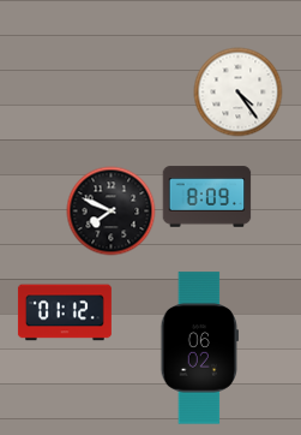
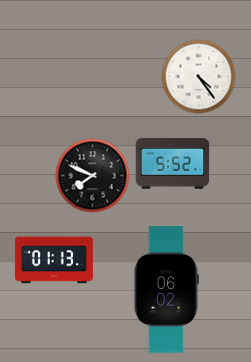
clock at (207, 197): 8:09 -> 5:52
clock at (65, 312): 01:12 -> 01:13
